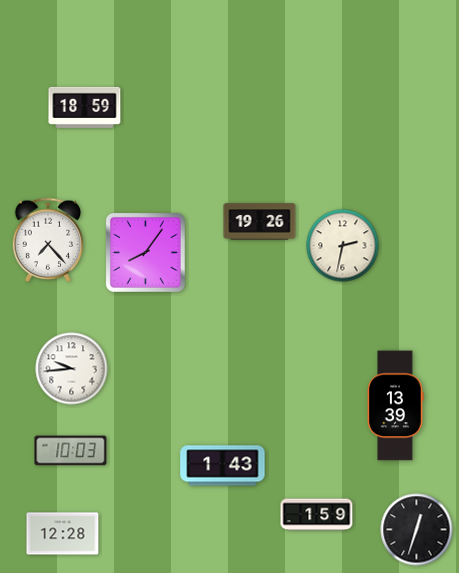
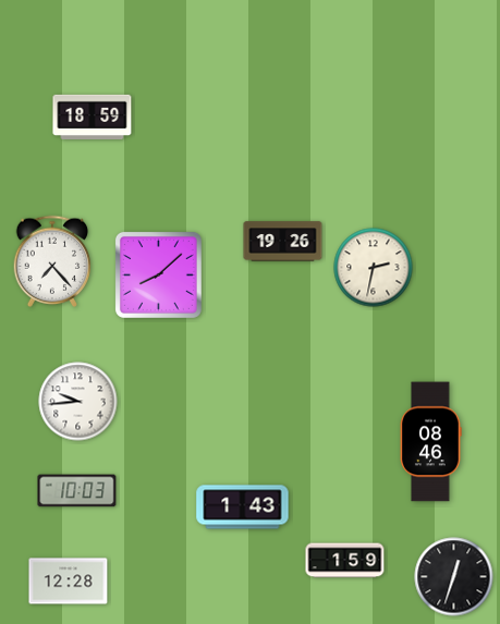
clock at (145, 252): 8:06 -> 8:08
clock at (395, 406): 13:39 -> 08:46
